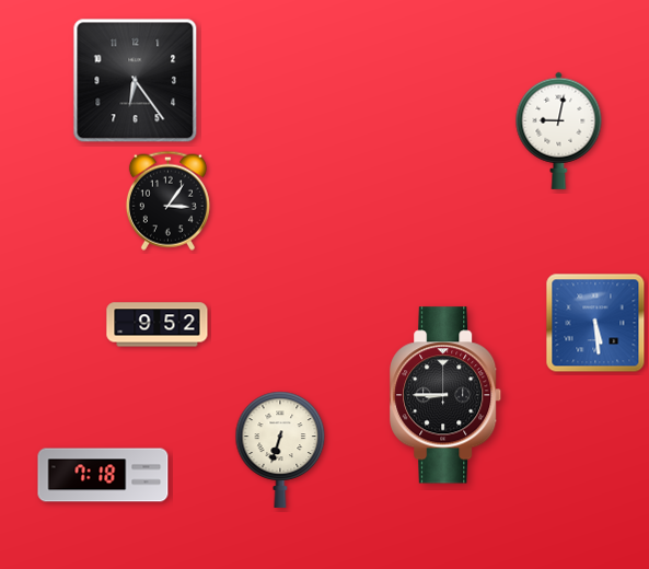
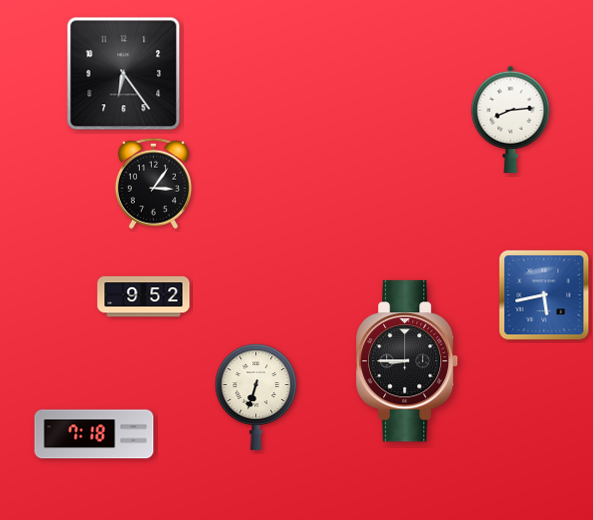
clock at (559, 130): 9:02 -> 8:14
clock at (595, 323): 5:29 -> 5:43
clock at (280, 450) position: (280, 450) -> (256, 397)
